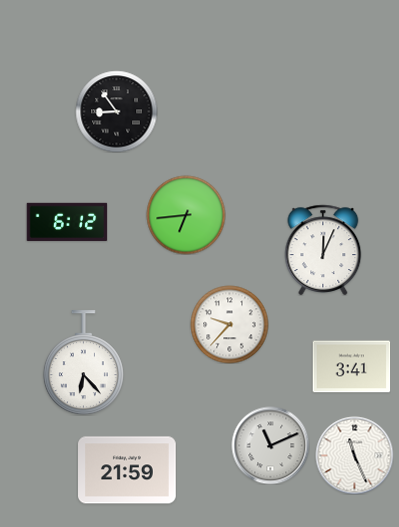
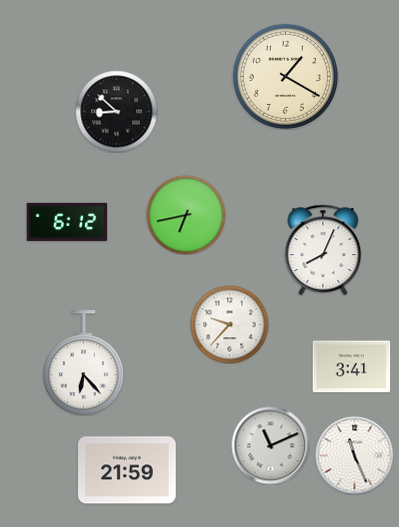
clock at (285, 76): none -> 1:20
clock at (116, 111): 8:54 -> 8:52
clock at (186, 215): 6:44 -> 6:43
clock at (323, 249): 12:04 -> 8:04
